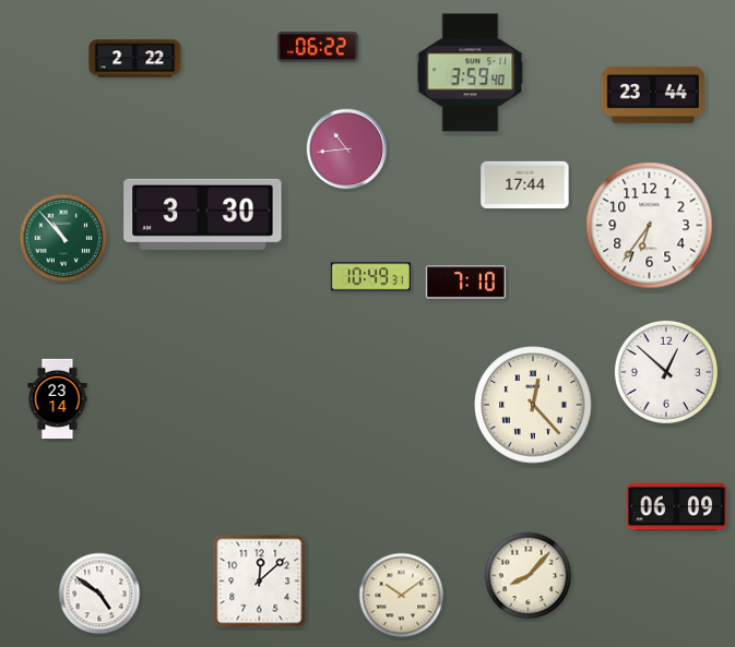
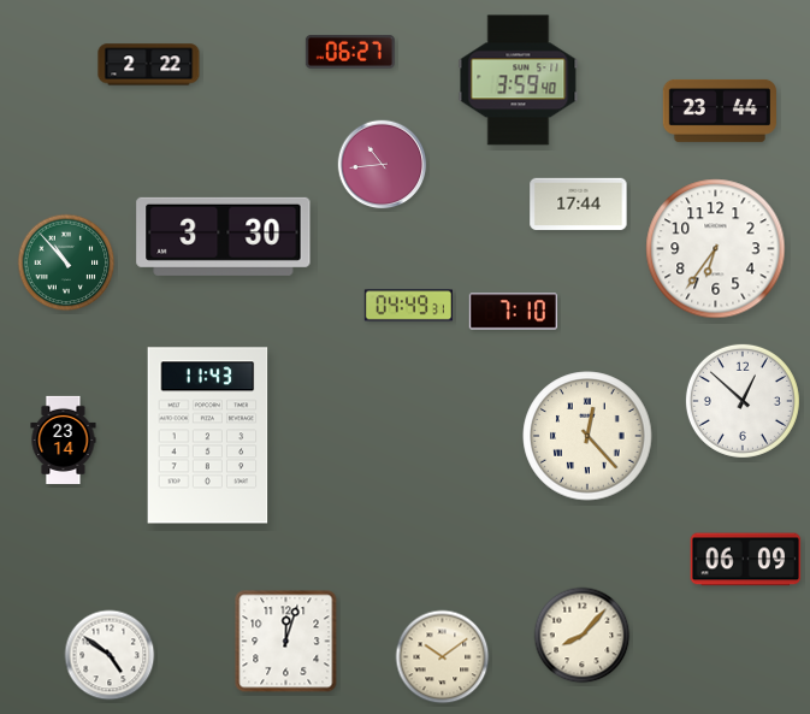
clock at (318, 48): 06:22 -> 06:27
clock at (653, 95) position: (653, 95) -> (720, 111)
clock at (63, 238) position: (63, 238) -> (66, 262)
clock at (370, 277): 10:49 -> 04:49
clock at (666, 372) position: (666, 372) -> (743, 401)
clock at (208, 436): none -> 11:43
clock at (533, 405) position: (533, 405) -> (587, 436)
clock at (260, 582): 12:08 -> 12:03
